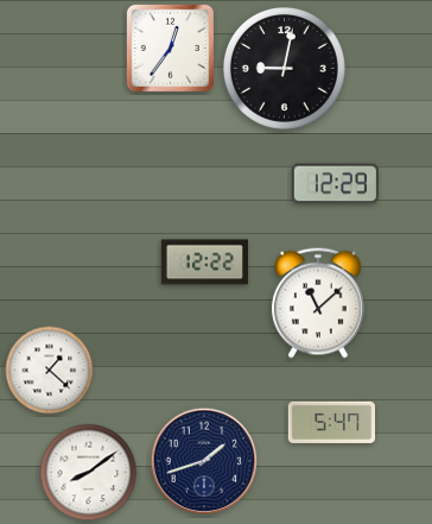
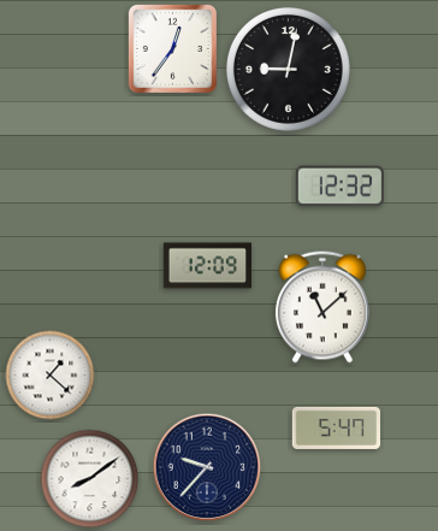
clock at (335, 184): 12:29 -> 12:32
clock at (204, 263): 12:22 -> 12:09
clock at (204, 461): 1:42 -> 9:37
